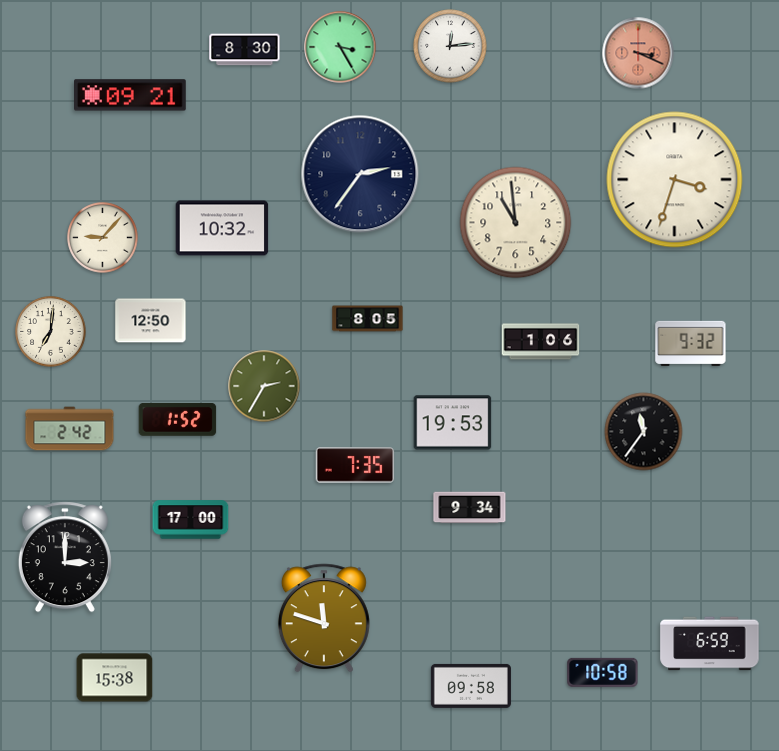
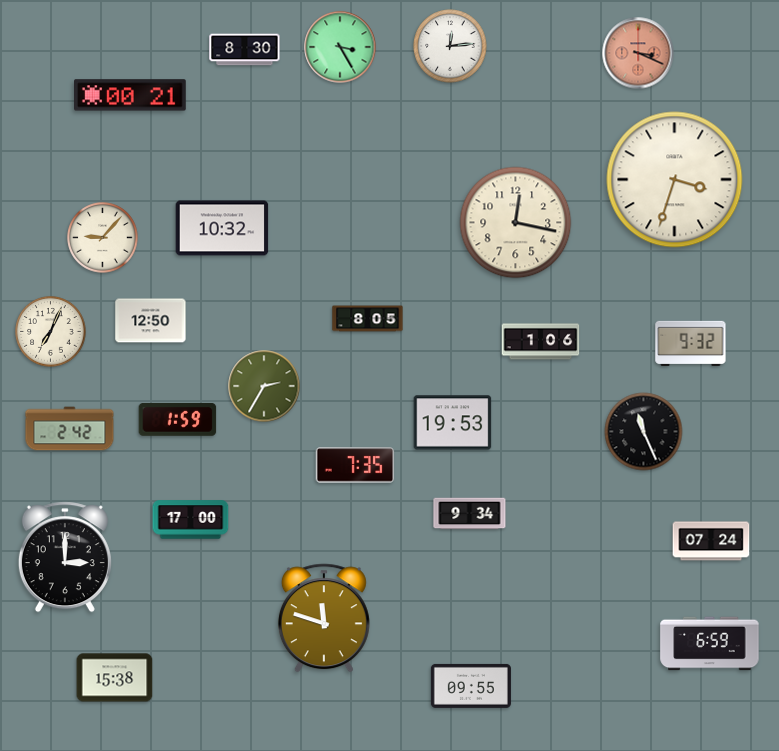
clock at (131, 95): 09:21 -> 00:21
clock at (360, 174): 2:36 -> none
clock at (516, 223): 10:59 -> 12:17
clock at (51, 332): 7:01 -> 7:04
clock at (178, 420): 1:52 -> 1:59
clock at (644, 432): 11:36 -> 11:26
clock at (470, 508) position: (470, 508) -> (470, 514)
clock at (711, 541): none -> 07:24
clock at (603, 672): 10:58 -> none
clock at (471, 686): 09:58 -> 09:55
